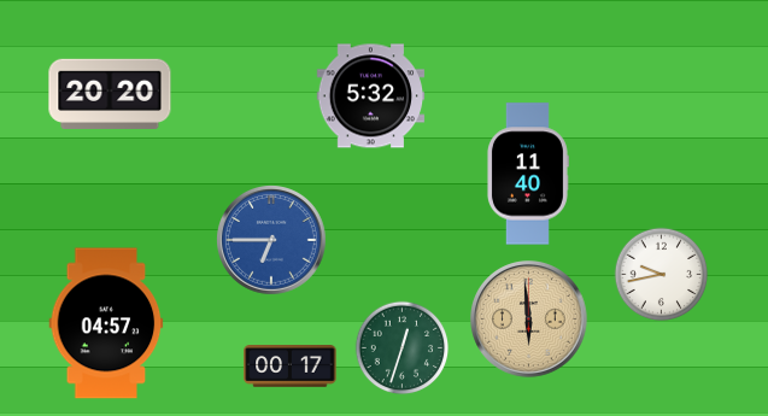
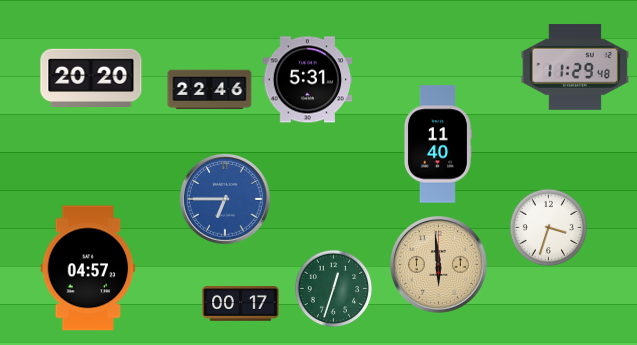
clock at (575, 67): none -> 11:29
clock at (371, 96): 5:32 -> 5:31
clock at (210, 90): none -> 22:46
clock at (662, 275): 9:43 -> 3:33
